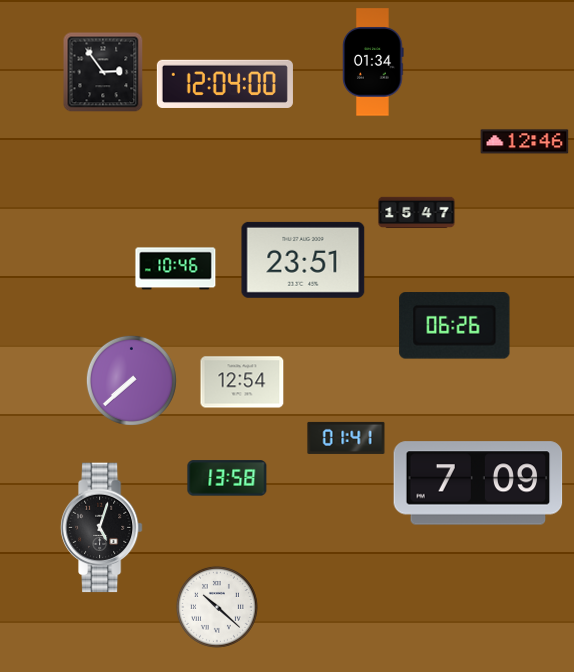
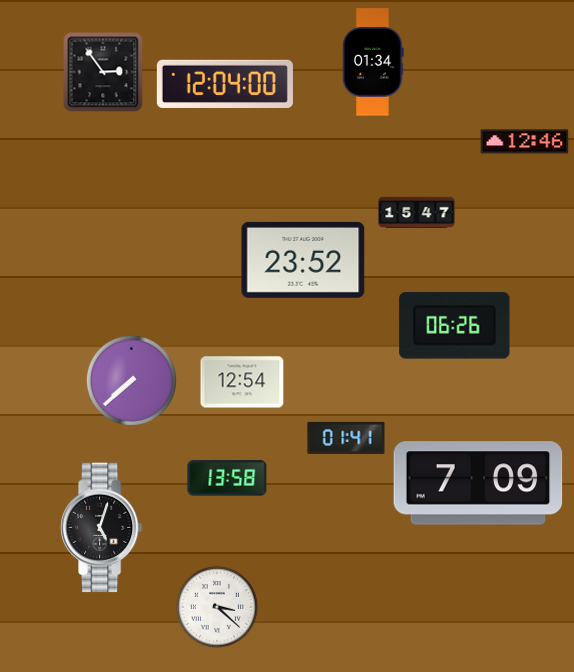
clock at (303, 260): 23:51 -> 23:52
clock at (176, 269): 10:46 -> none
clock at (217, 607): 10:22 -> 3:22
